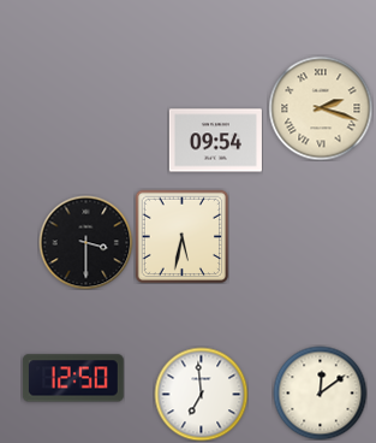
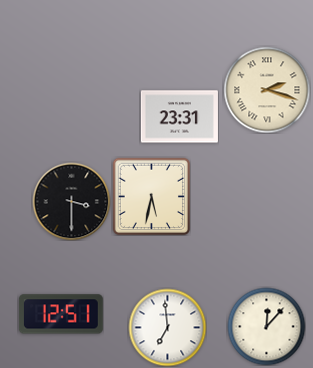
clock at (215, 141): 09:54 -> 23:31
clock at (73, 378): 12:50 -> 12:51
clock at (320, 392): 12:09 -> 12:07
